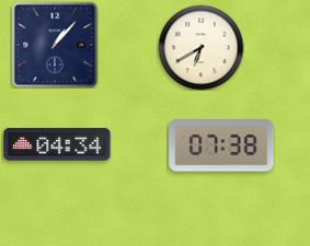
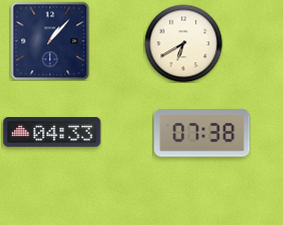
clock at (57, 144): 04:34 -> 04:33
